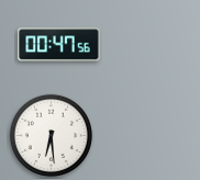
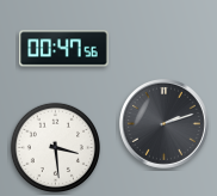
clock at (165, 124): none -> 2:12
clock at (51, 135): 6:29 -> 3:29
